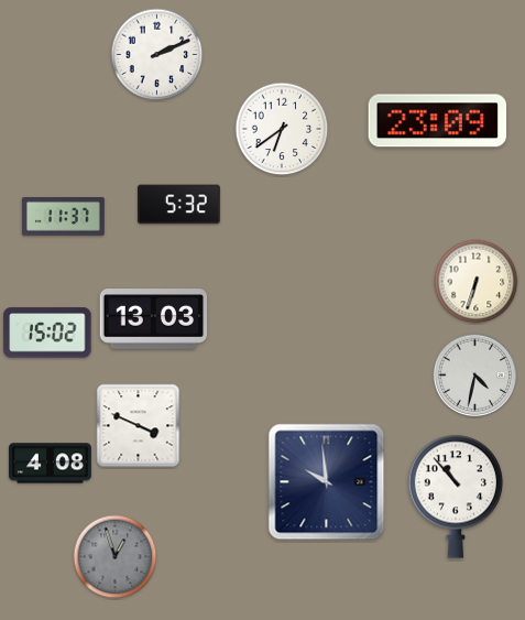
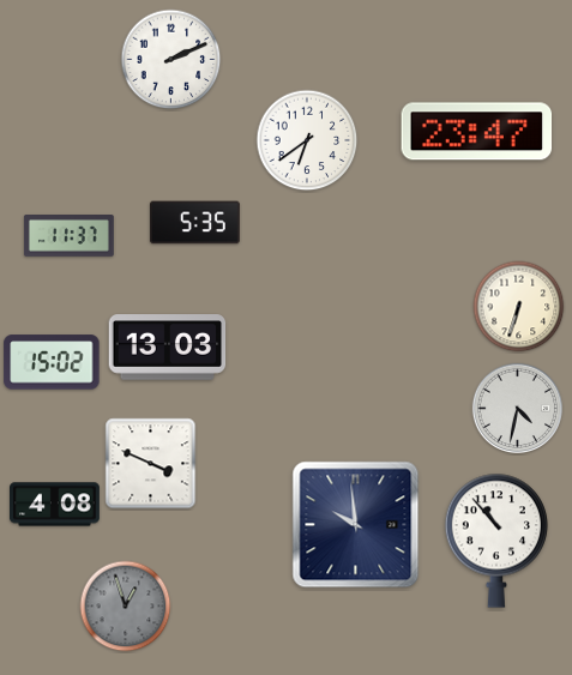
clock at (438, 121): 23:09 -> 23:47
clock at (178, 205): 5:32 -> 5:35
